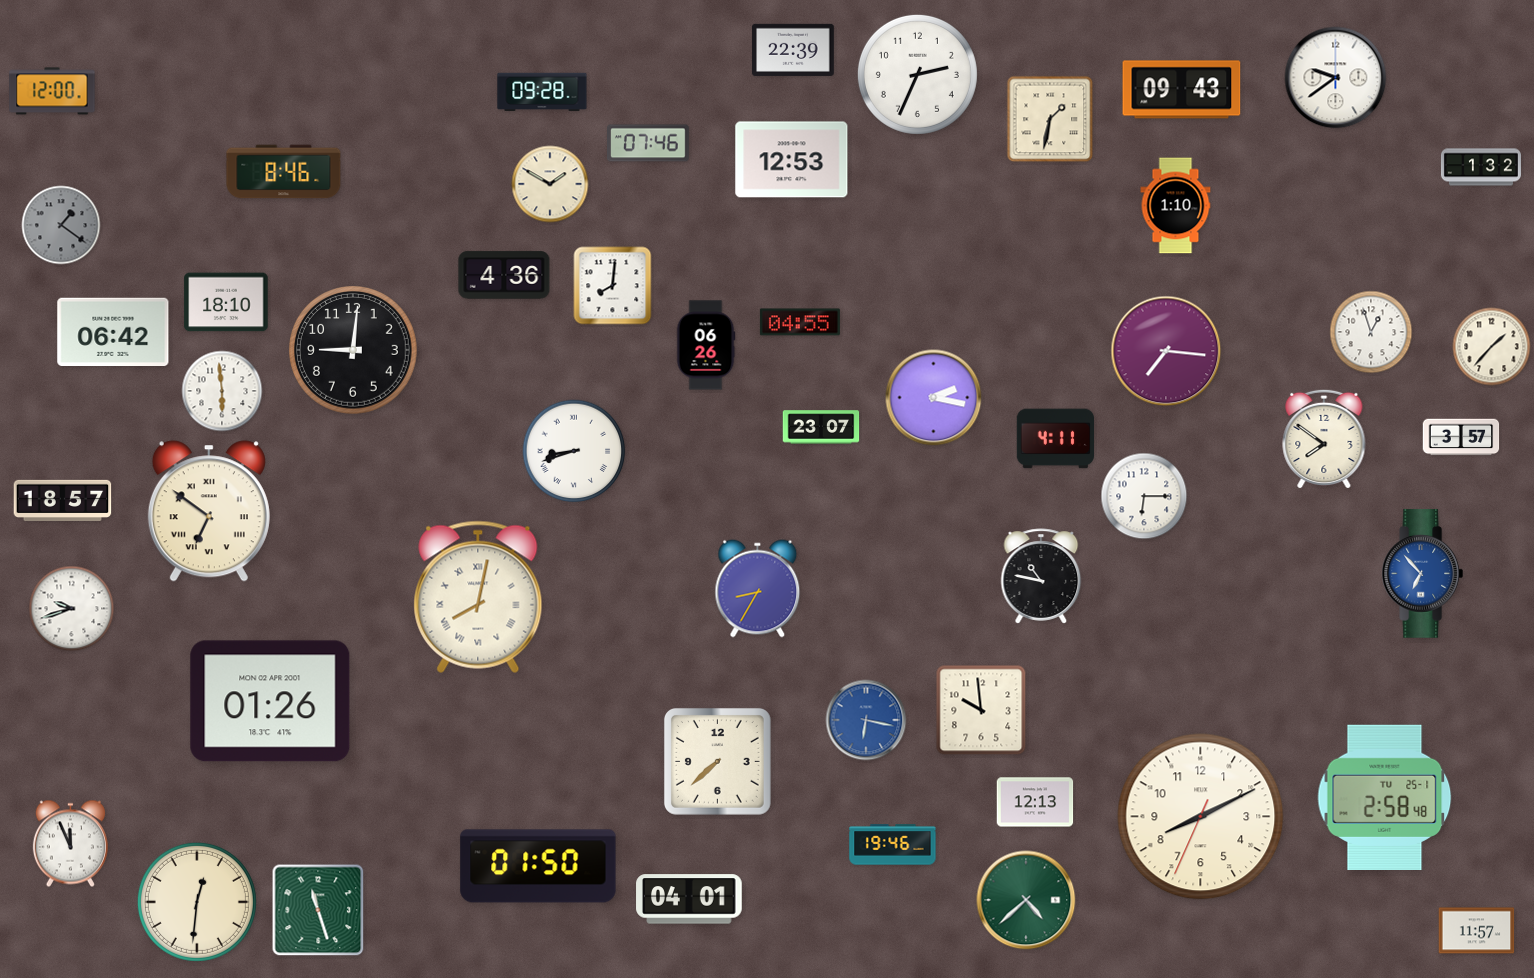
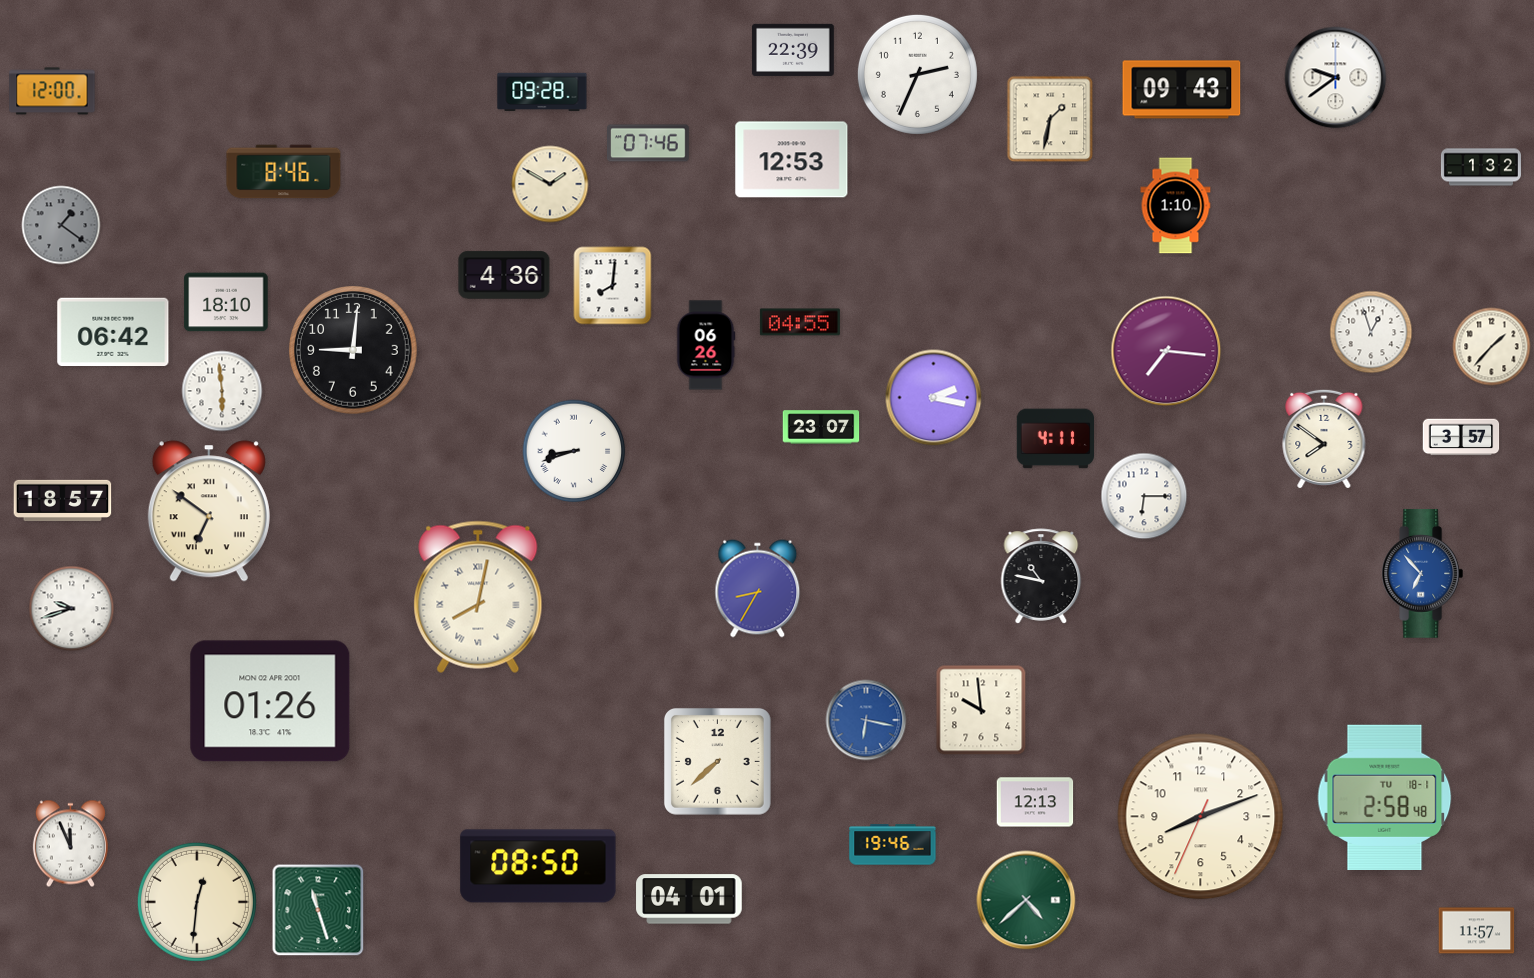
clock at (1385, 797) date: TU 25-1 -> TU 18-1
clock at (1201, 817): 8:10 -> 8:11
clock at (538, 866): 01:50 -> 08:50
